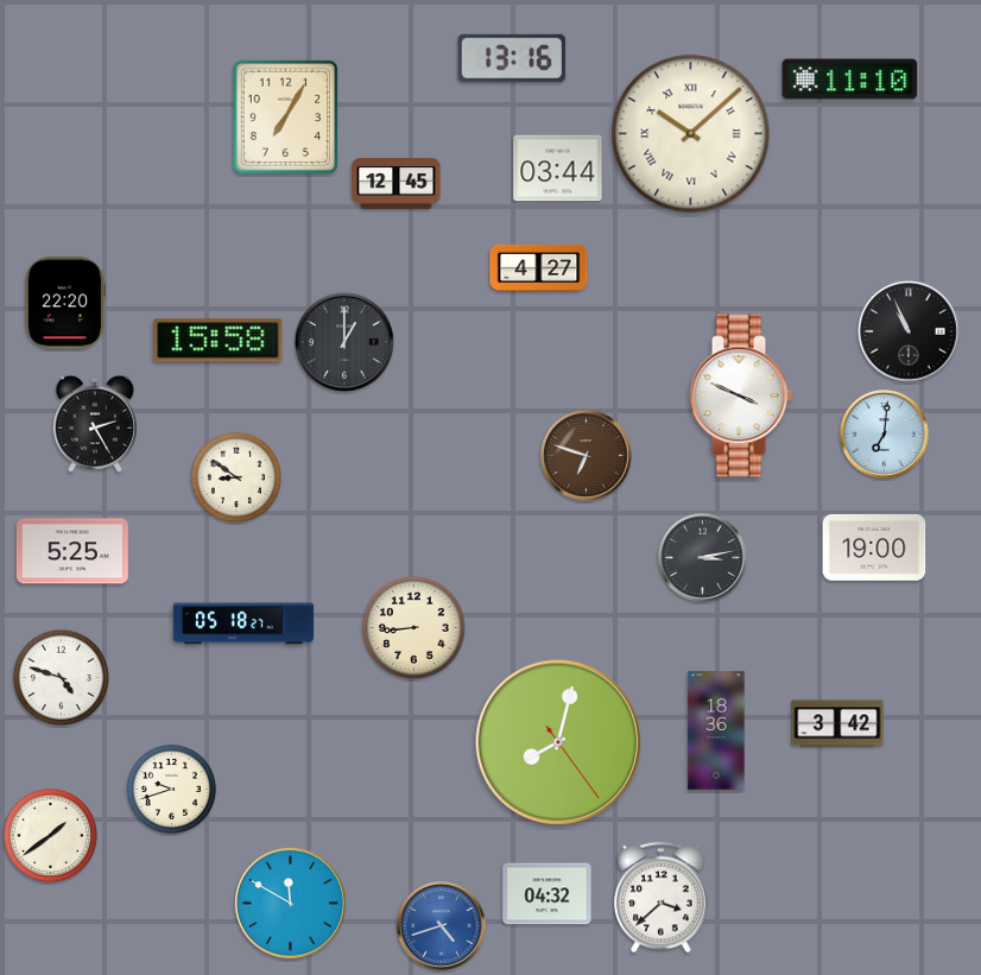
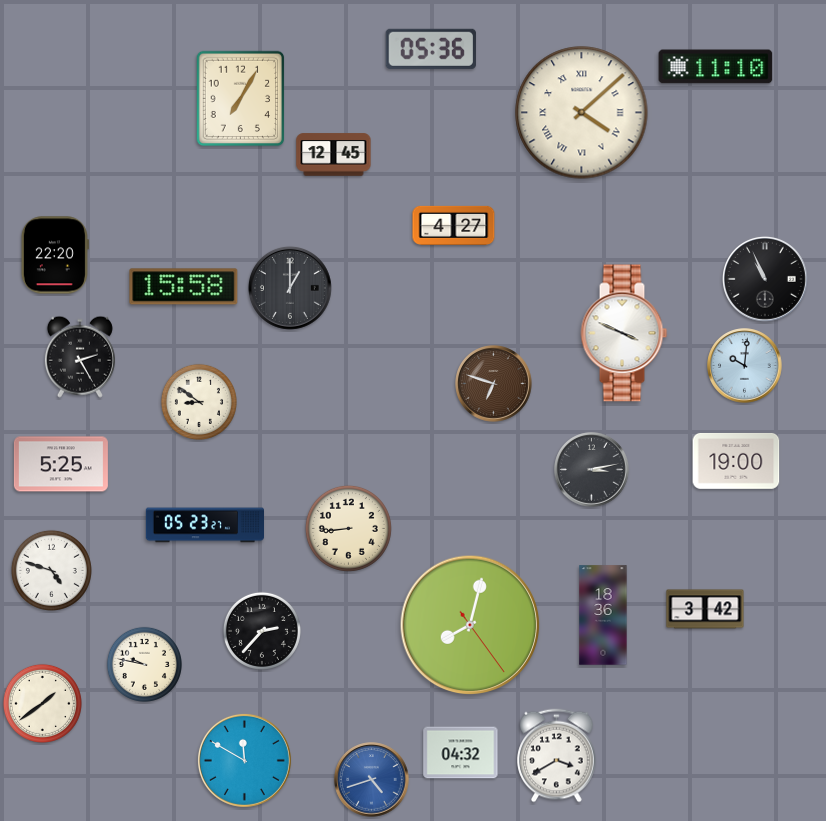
clock at (512, 58): 13:16 -> 05:36
clock at (691, 134): 10:08 -> 4:08
clock at (558, 169): 03:44 -> none
clock at (885, 435): 7:01 -> 10:01
clock at (242, 623): 05:18 -> 05:23
clock at (262, 631): none -> 2:37
clock at (171, 789): 9:42 -> 9:47
clock at (662, 898): 3:38 -> 3:40
